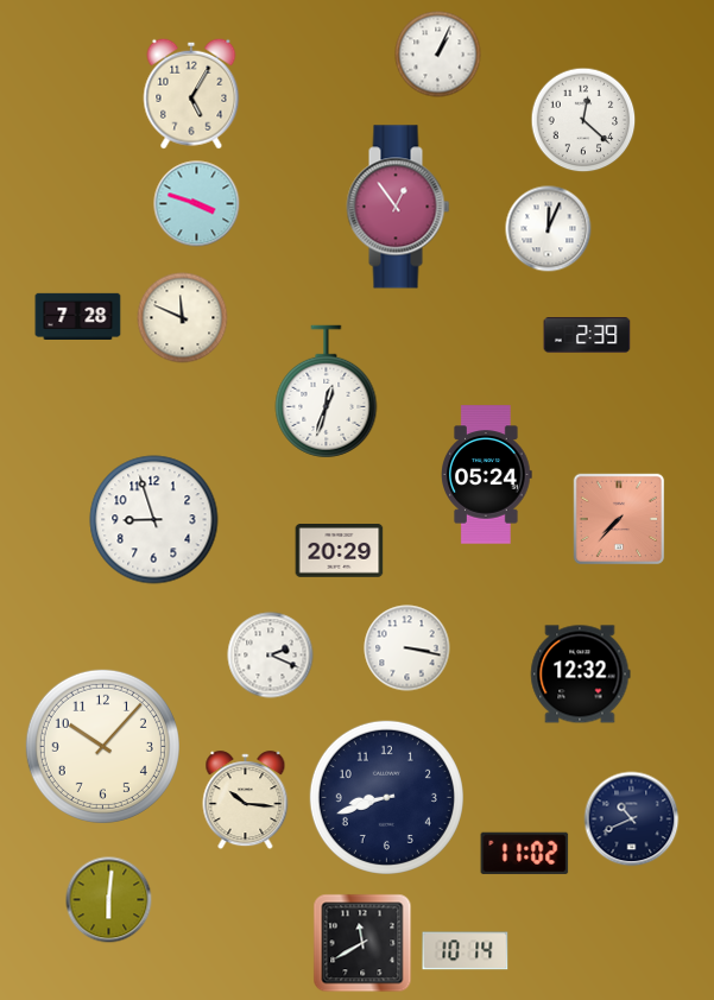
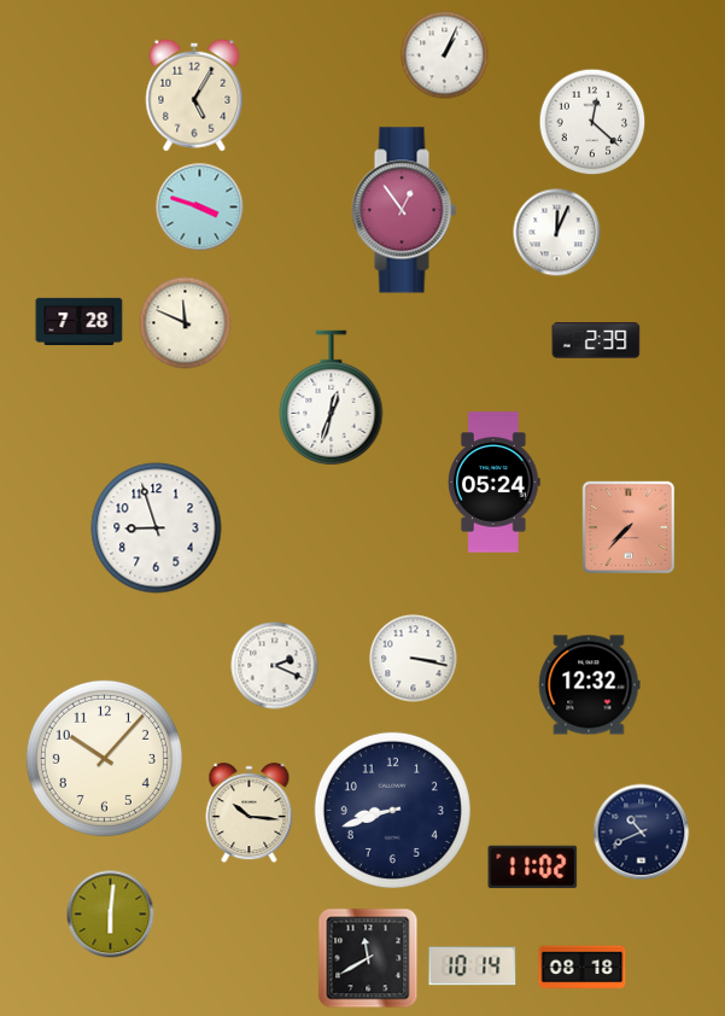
clock at (340, 551): 20:29 -> none
clock at (583, 968): none -> 08:18
